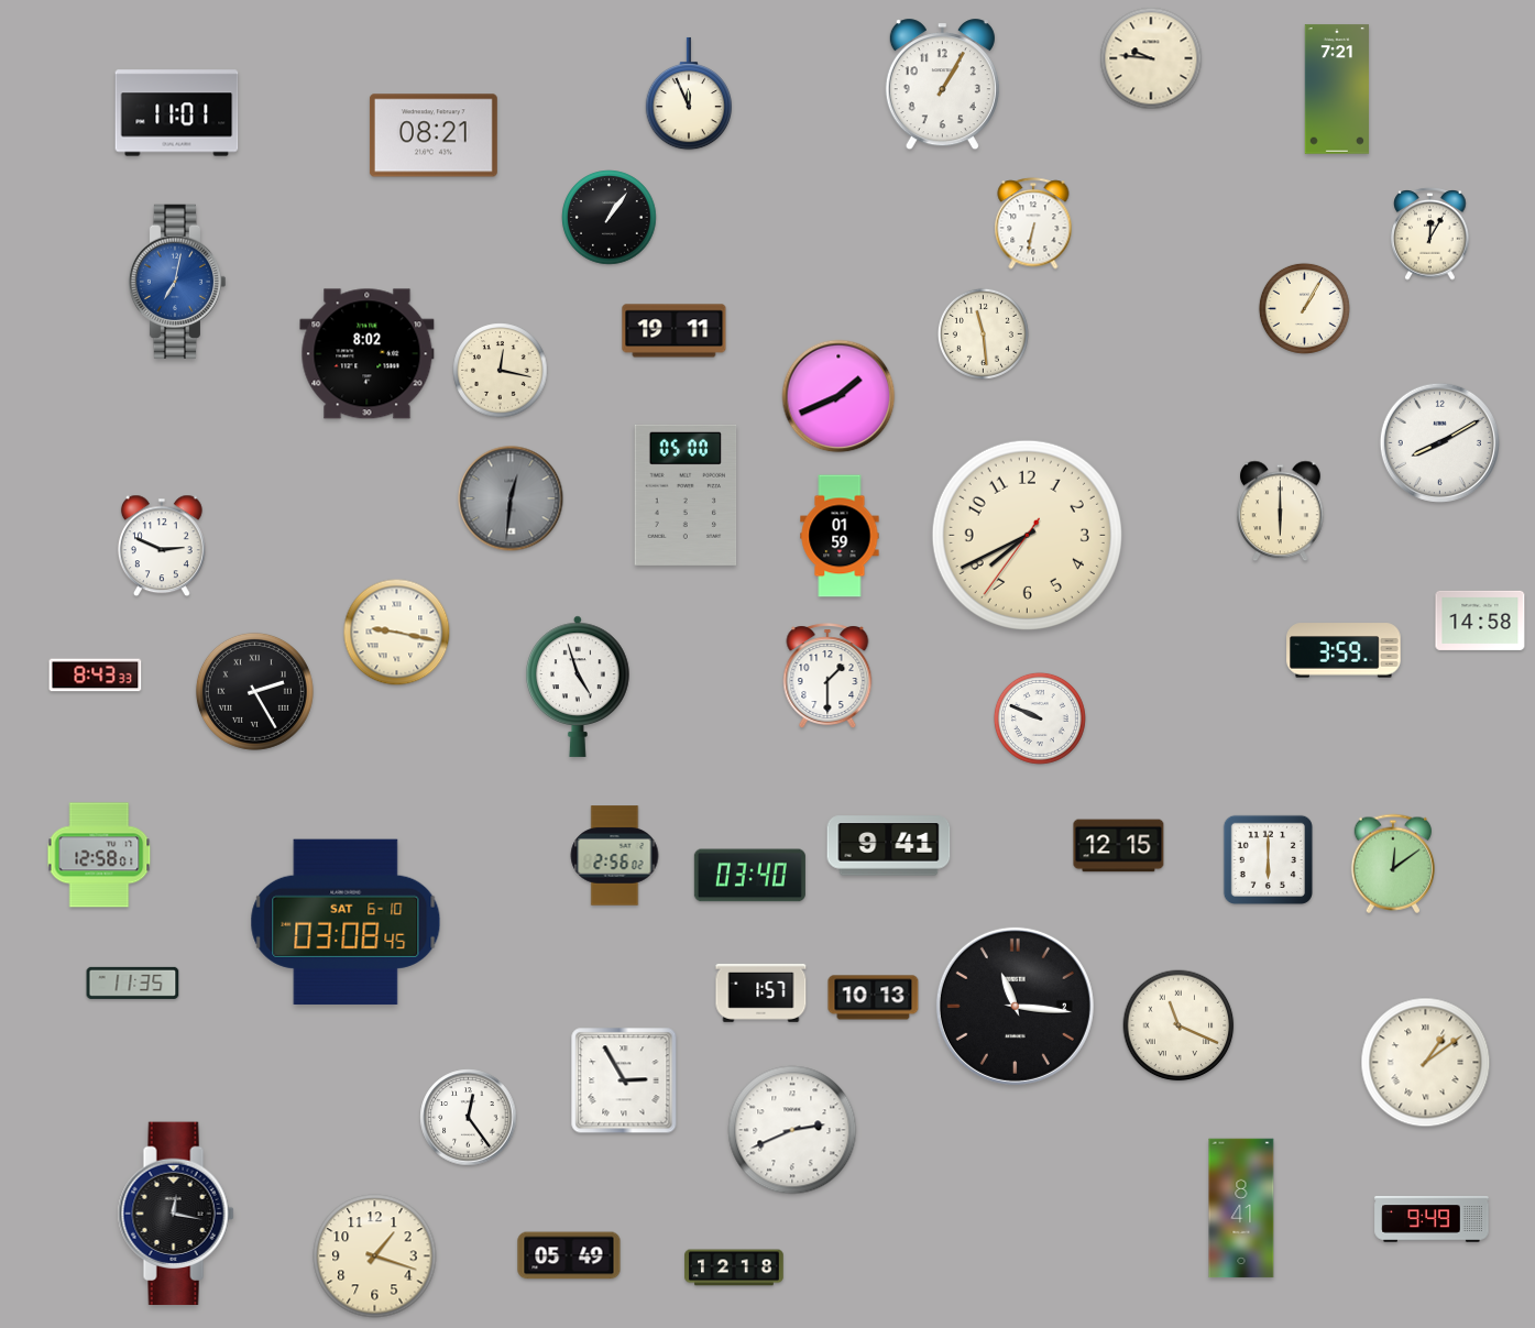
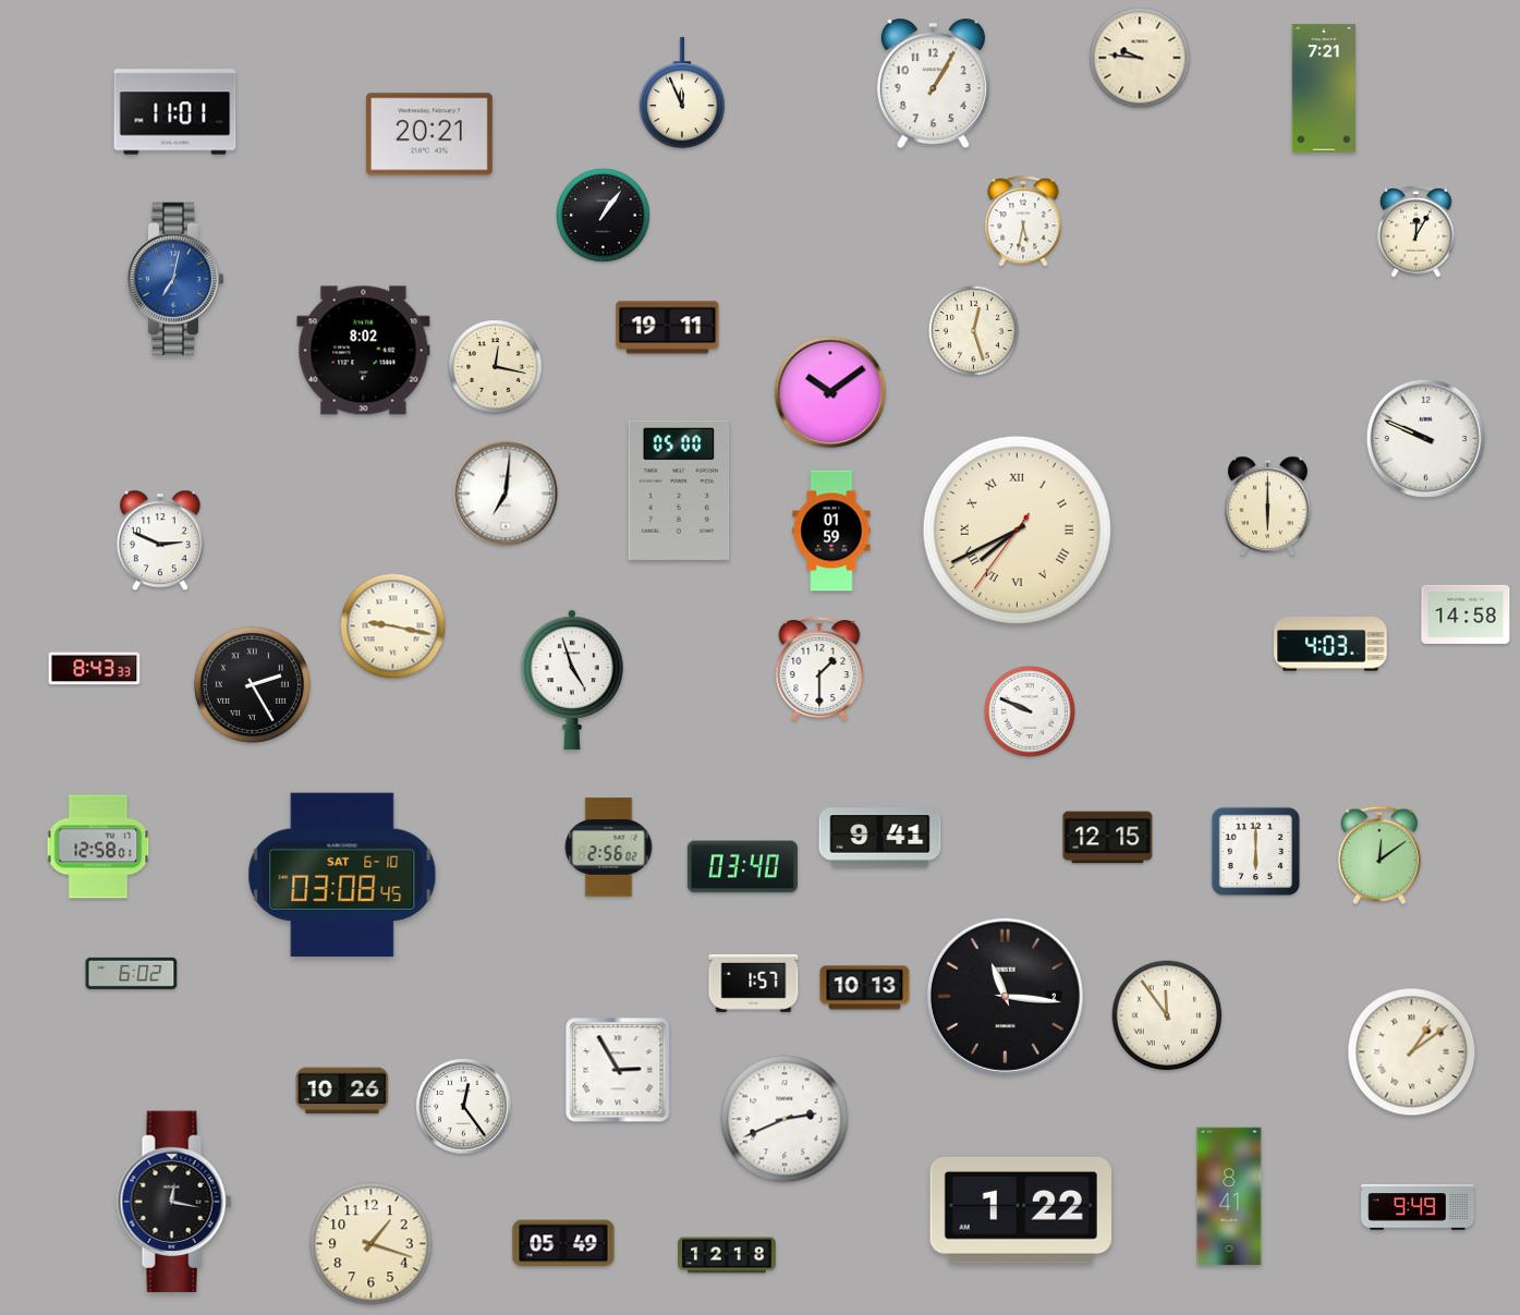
clock at (434, 135): 08:21 -> 20:21
clock at (1033, 223): 6:32 -> 5:32
clock at (1304, 308): 1:05 -> none
clock at (983, 333): 11:29 -> 12:27
clock at (838, 396): 1:41 -> 10:09
clock at (1439, 442): 8:10 -> 9:49
clock at (511, 498): 12:31 -> 7:01
clock at (511, 498) dial: grey -> white
clock at (1027, 535) numerals: Arabic -> Roman
clock at (1344, 650): 3:59 -> 4:03
clock at (346, 922) position: (346, 922) -> (342, 875)
clock at (133, 983): 11:35 -> 6:02
clock at (1178, 1025): 11:19 -> 11:54
clock at (342, 1091): none -> 10:26
clock at (1020, 1210): none -> 1:22
